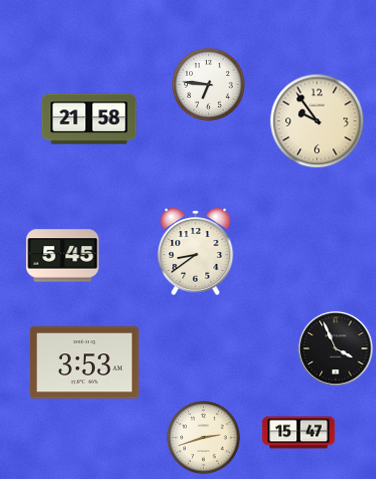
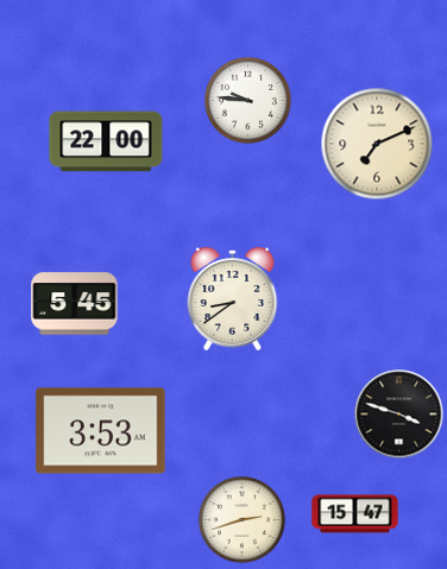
clock at (209, 85): 6:46 -> 9:46
clock at (89, 119): 21:58 -> 22:00
clock at (317, 121): 9:54 -> 7:11
clock at (336, 349): 3:56 -> 3:48
